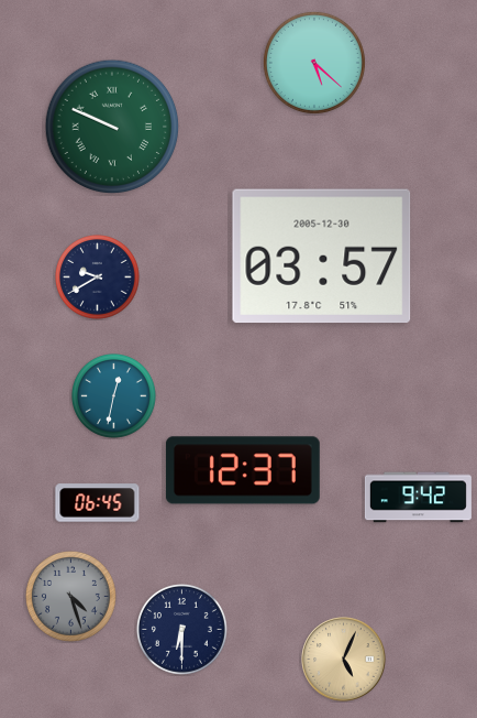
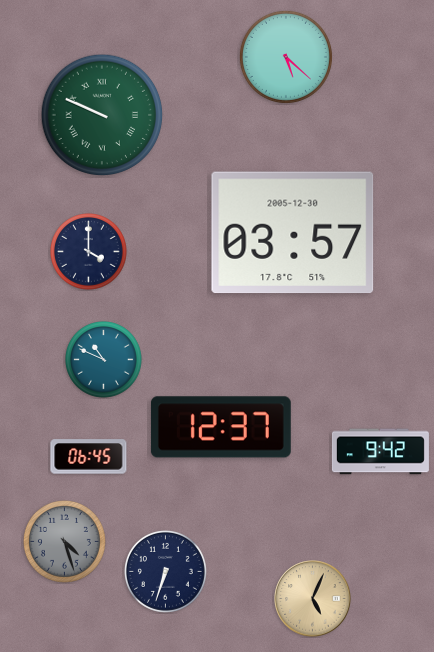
clock at (98, 278): 9:40 -> 4:00
clock at (114, 396): 12:32 -> 10:49
clock at (181, 629): 6:30 -> 6:33
